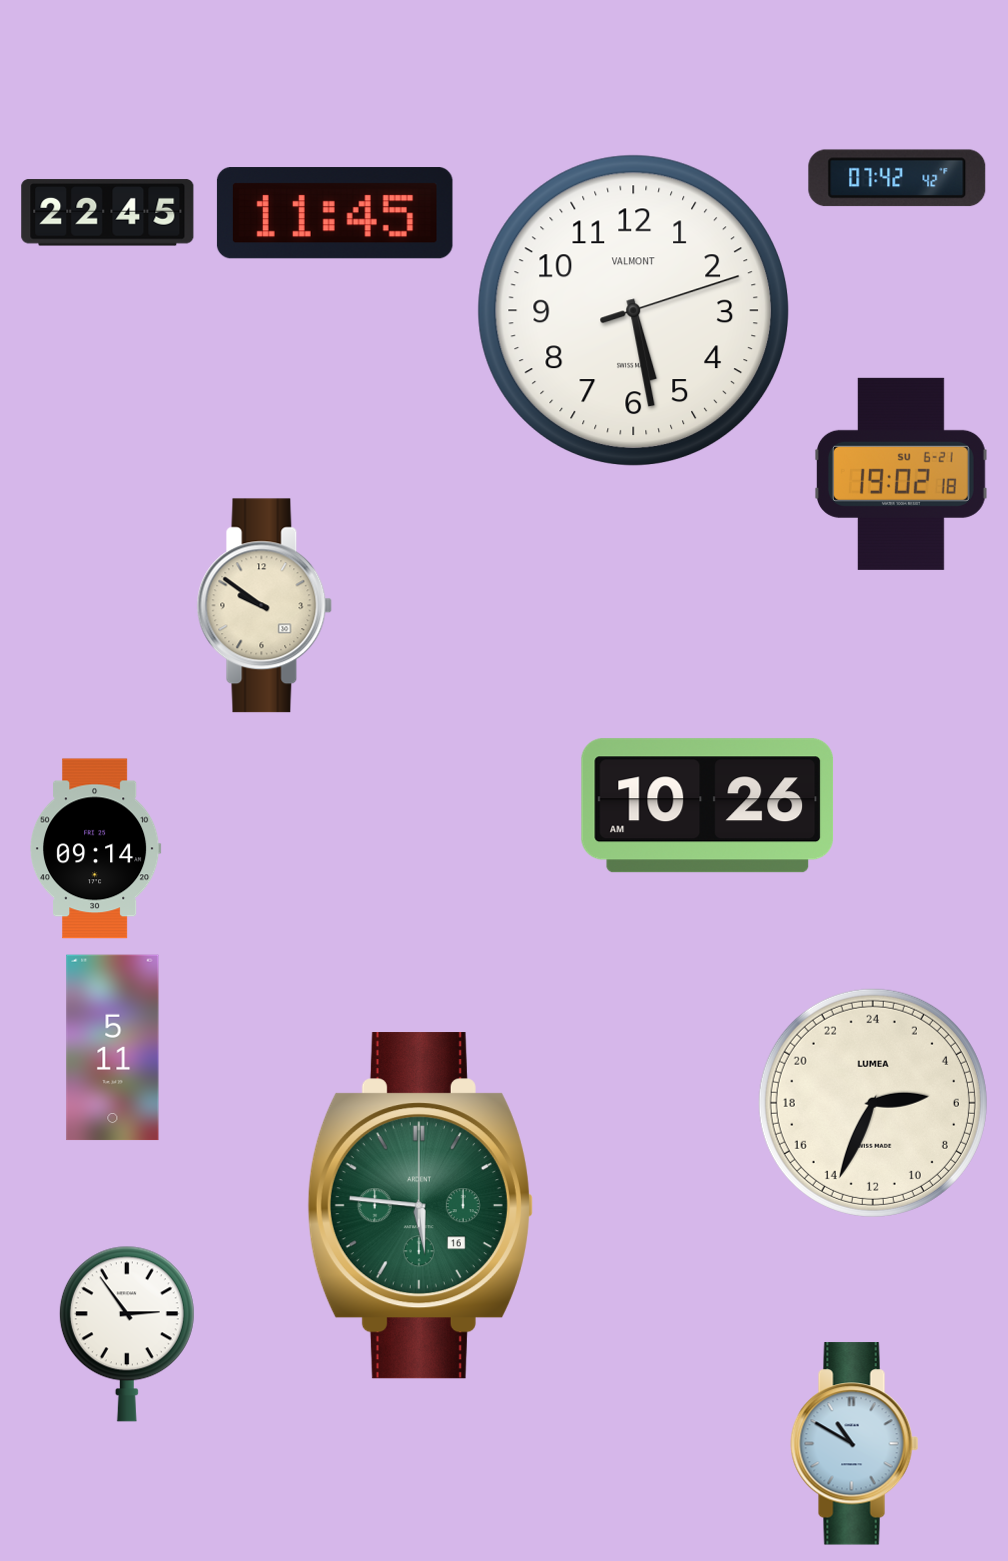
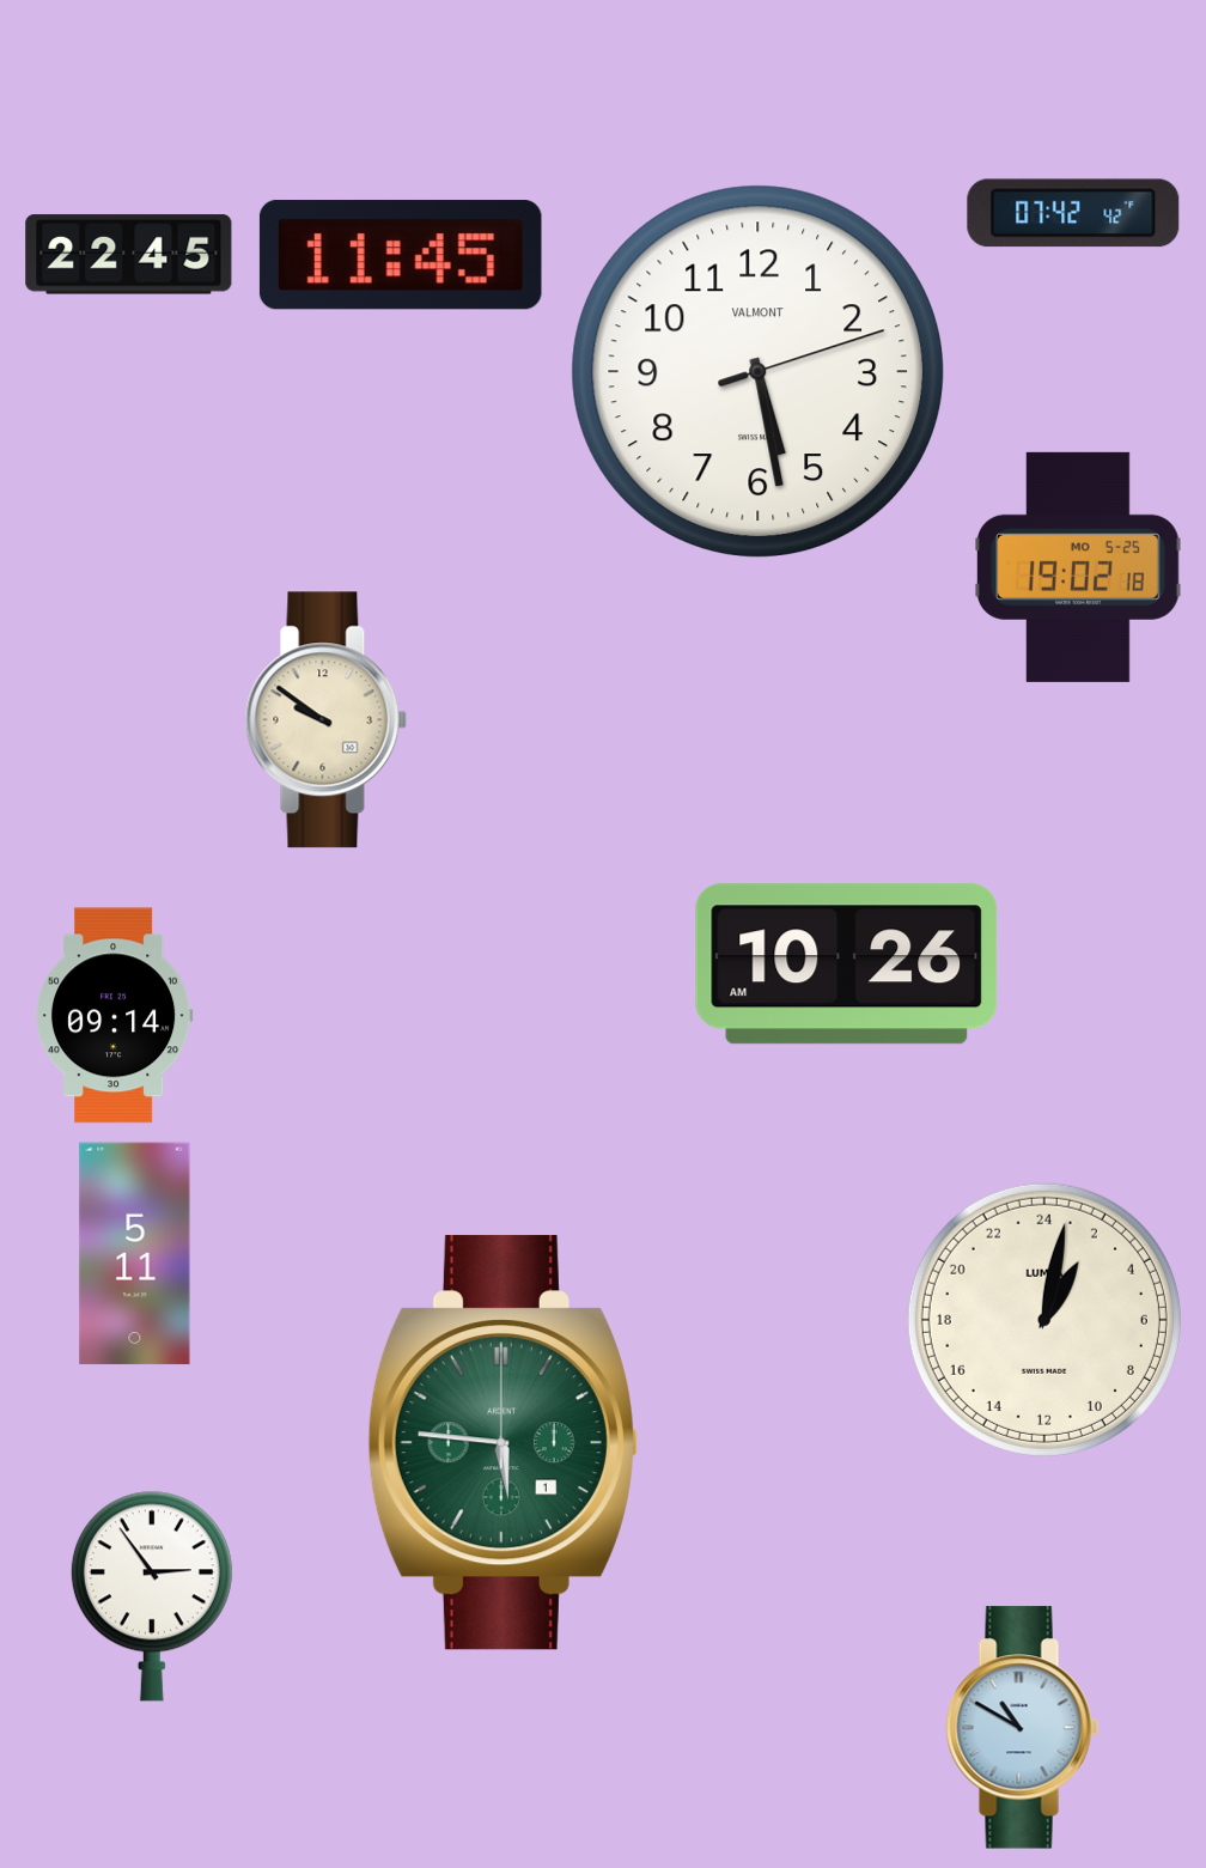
clock at (901, 474) date: SU 6-21 -> MO 5-25
clock at (265, 606) position: (265, 606) -> (327, 720)
clock at (873, 1103): 5:34 -> 2:02
clock at (420, 1206) date: 16 -> 1
